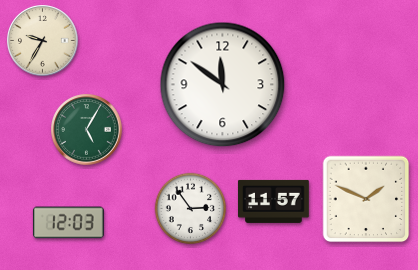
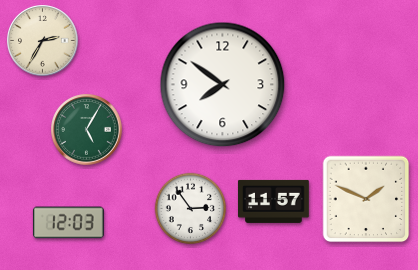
clock at (43, 41): 9:35 -> 2:35
clock at (223, 85): 11:51 -> 7:51
